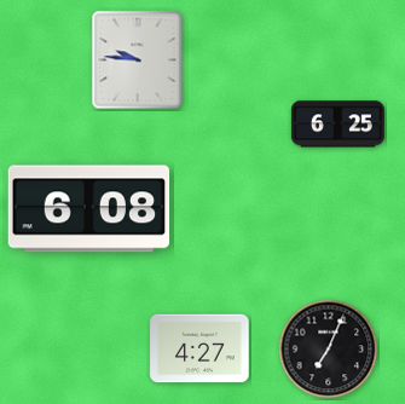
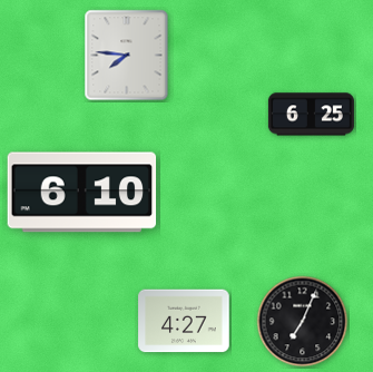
clock at (138, 60): 9:46 -> 7:46
clock at (89, 209): 6:08 -> 6:10
